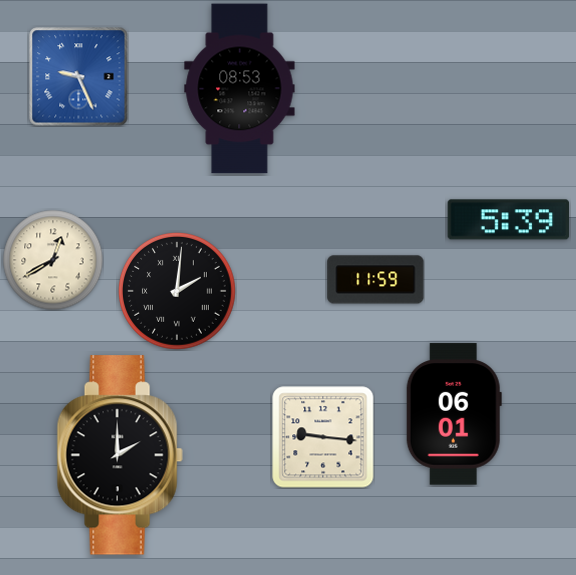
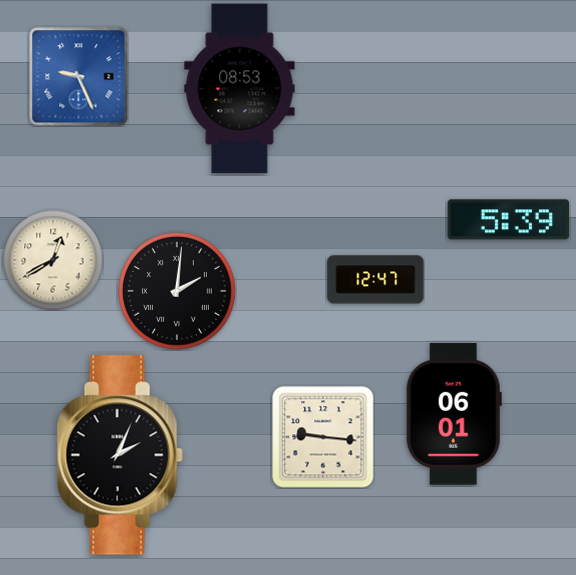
clock at (376, 280): 11:59 -> 12:47
clock at (120, 455): 2:00 -> 2:04
